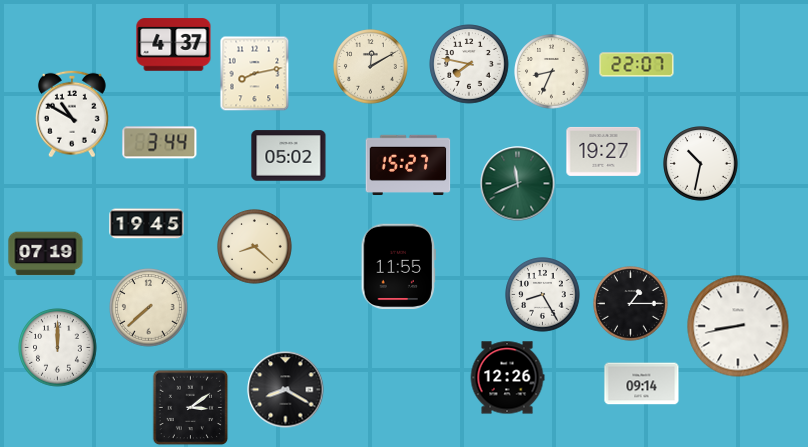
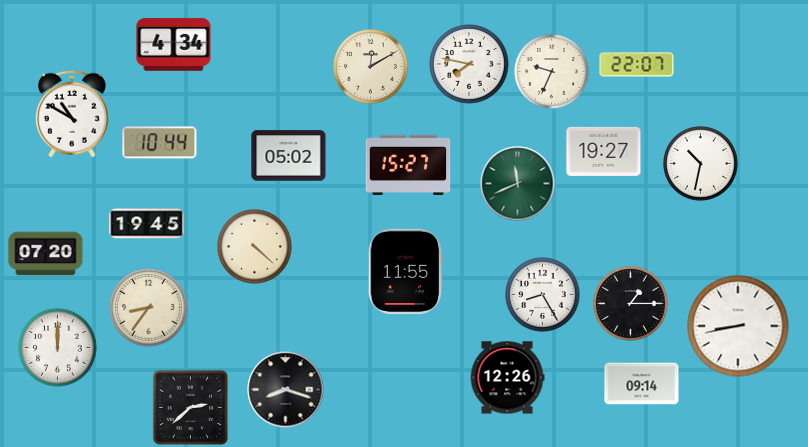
clock at (174, 45): 4:37 -> 4:34
clock at (552, 72): 8:34 -> 9:34
clock at (255, 74): 8:13 -> none
clock at (160, 143): 3:44 -> 10:44
clock at (255, 247): 8:22 -> 4:22
clock at (46, 254): 07:19 -> 07:20
clock at (398, 267) position: (398, 267) -> (405, 272)
clock at (149, 308): 7:38 -> 8:36
clock at (286, 390): 8:20 -> 8:18
clock at (191, 408): 3:09 -> 2:38
